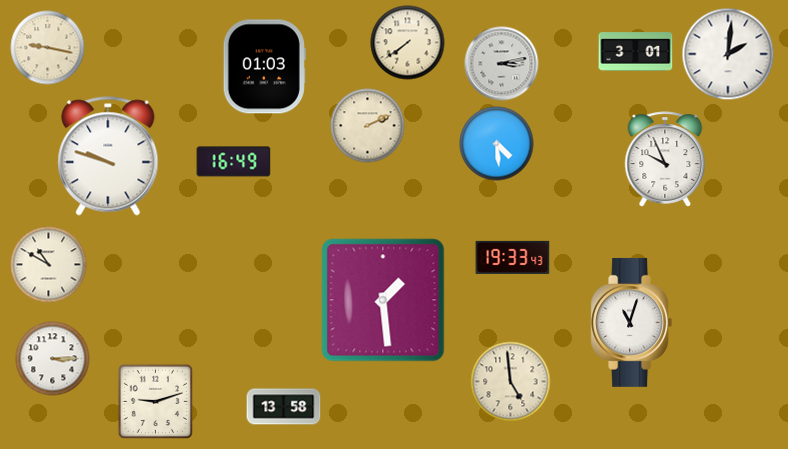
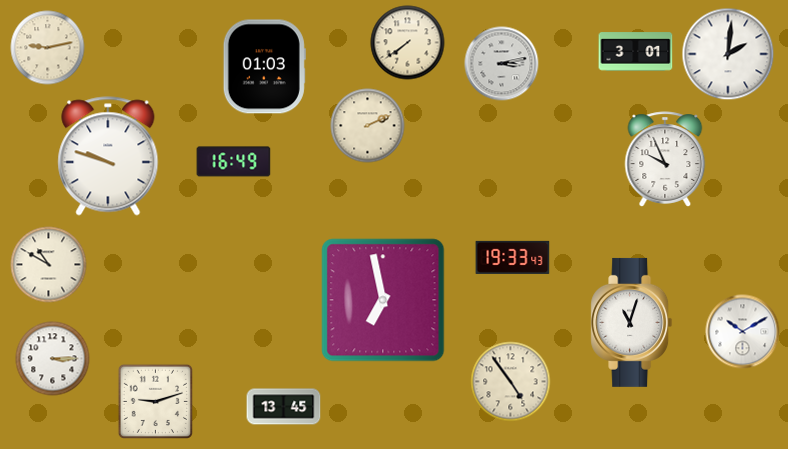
clock at (48, 48): 9:17 -> 9:13
clock at (497, 144): 4:29 -> none
clock at (383, 300): 1:29 -> 6:58
clock at (743, 332): none -> 10:10
clock at (511, 382): 4:59 -> 4:54
clock at (284, 407): 13:58 -> 13:45
